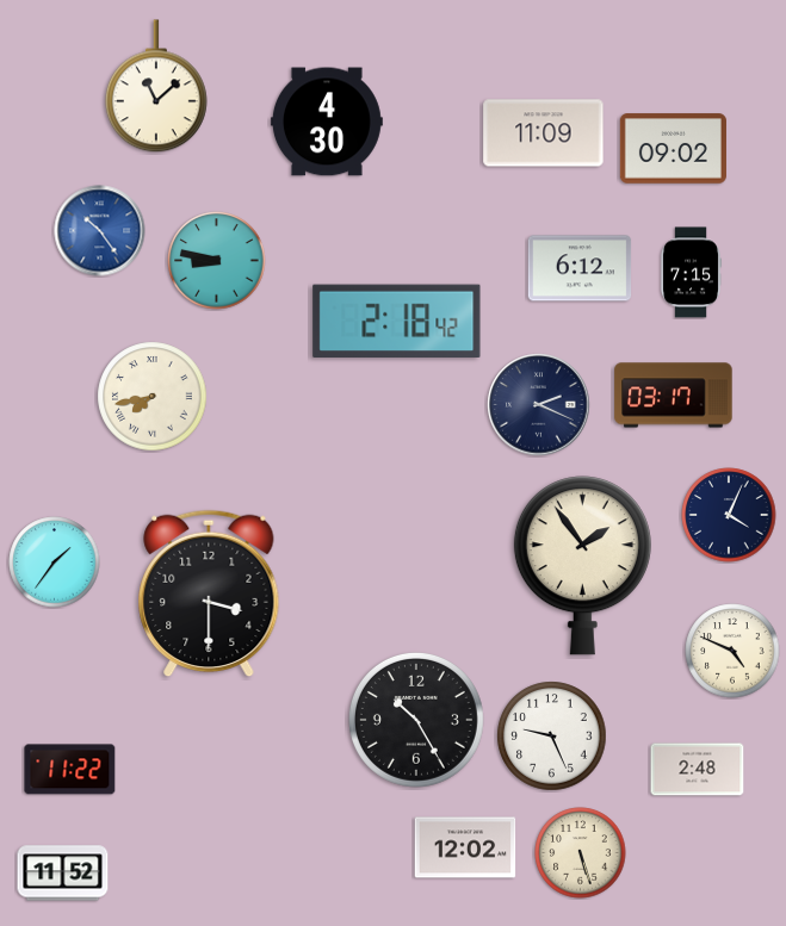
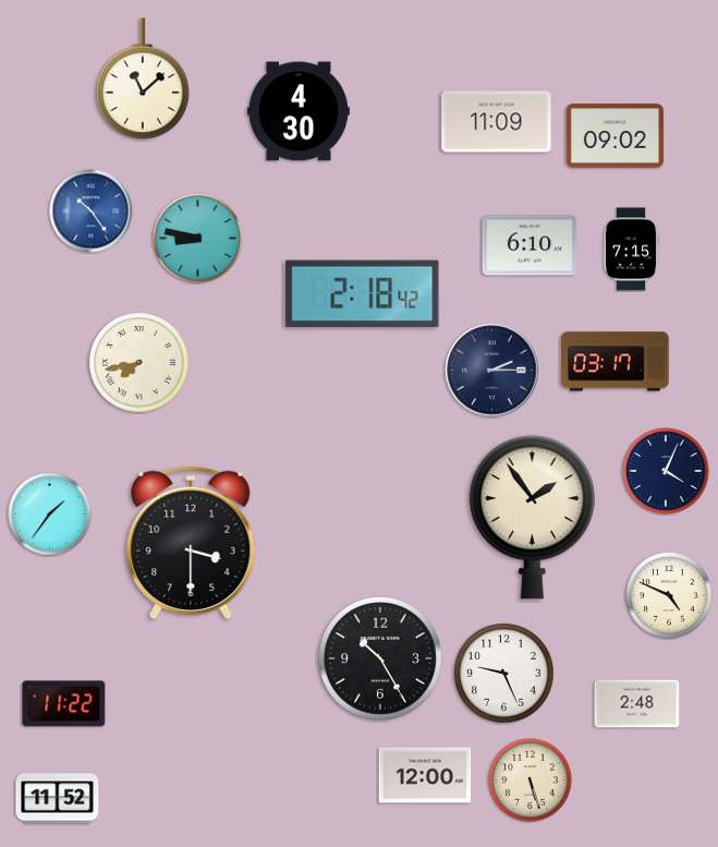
clock at (580, 268): 6:12 -> 6:10
clock at (539, 405): 2:19 -> 2:15
clock at (465, 847): 12:02 -> 12:00
